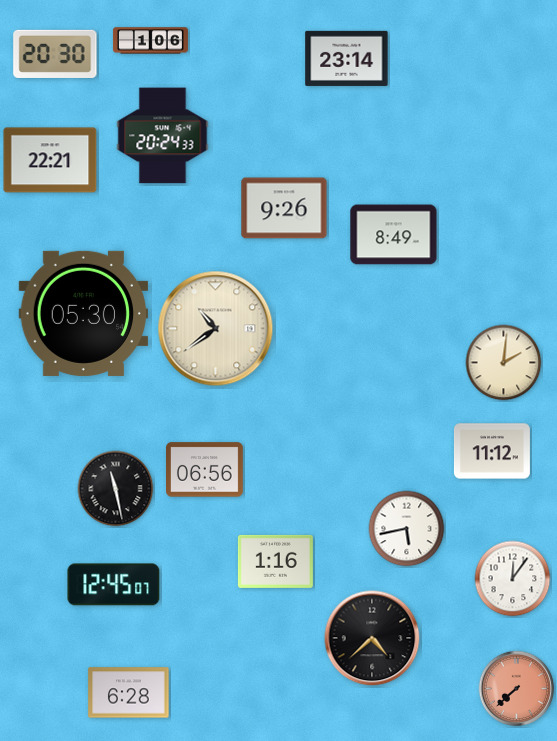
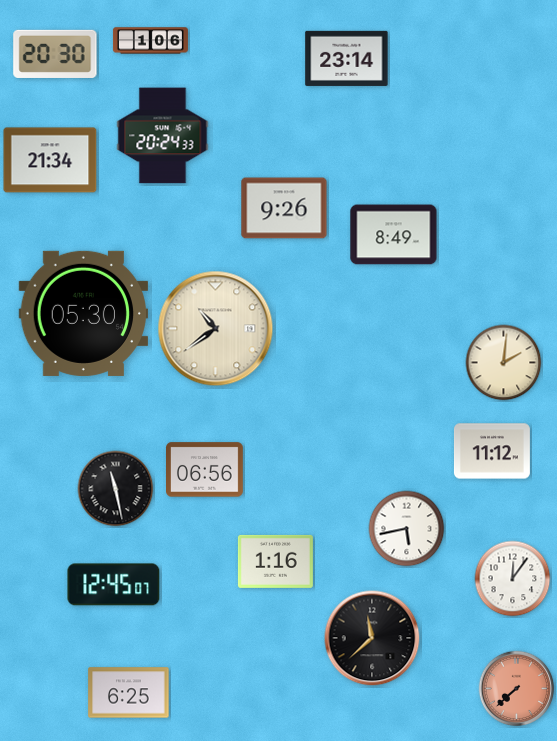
clock at (50, 160): 22:21 -> 21:34
clock at (372, 638): 4:38 -> 11:38
clock at (129, 693): 6:28 -> 6:25
